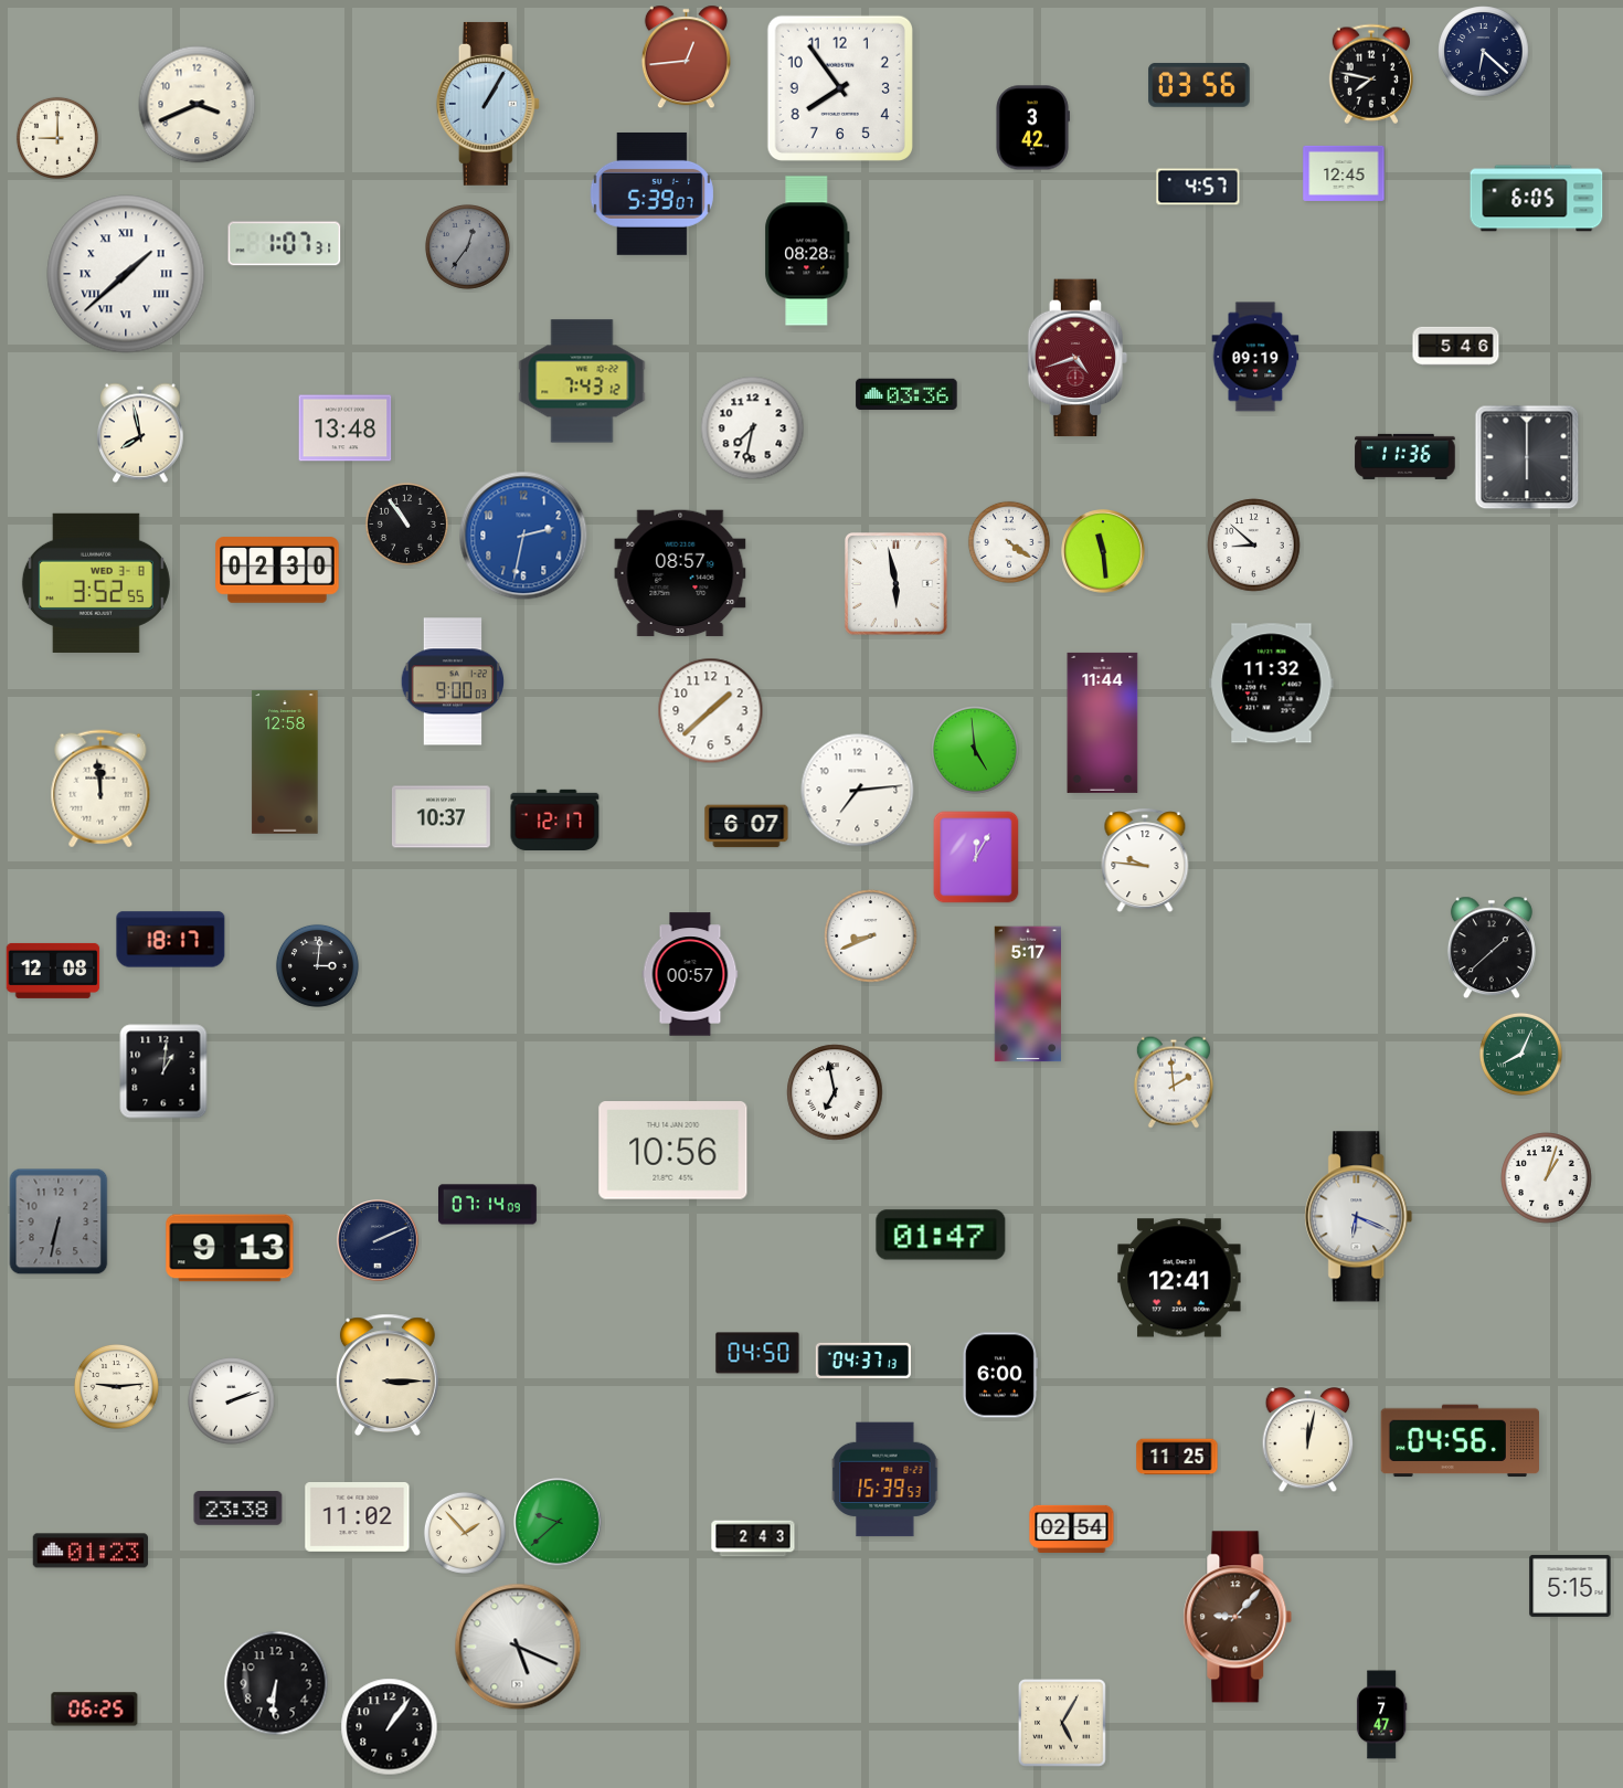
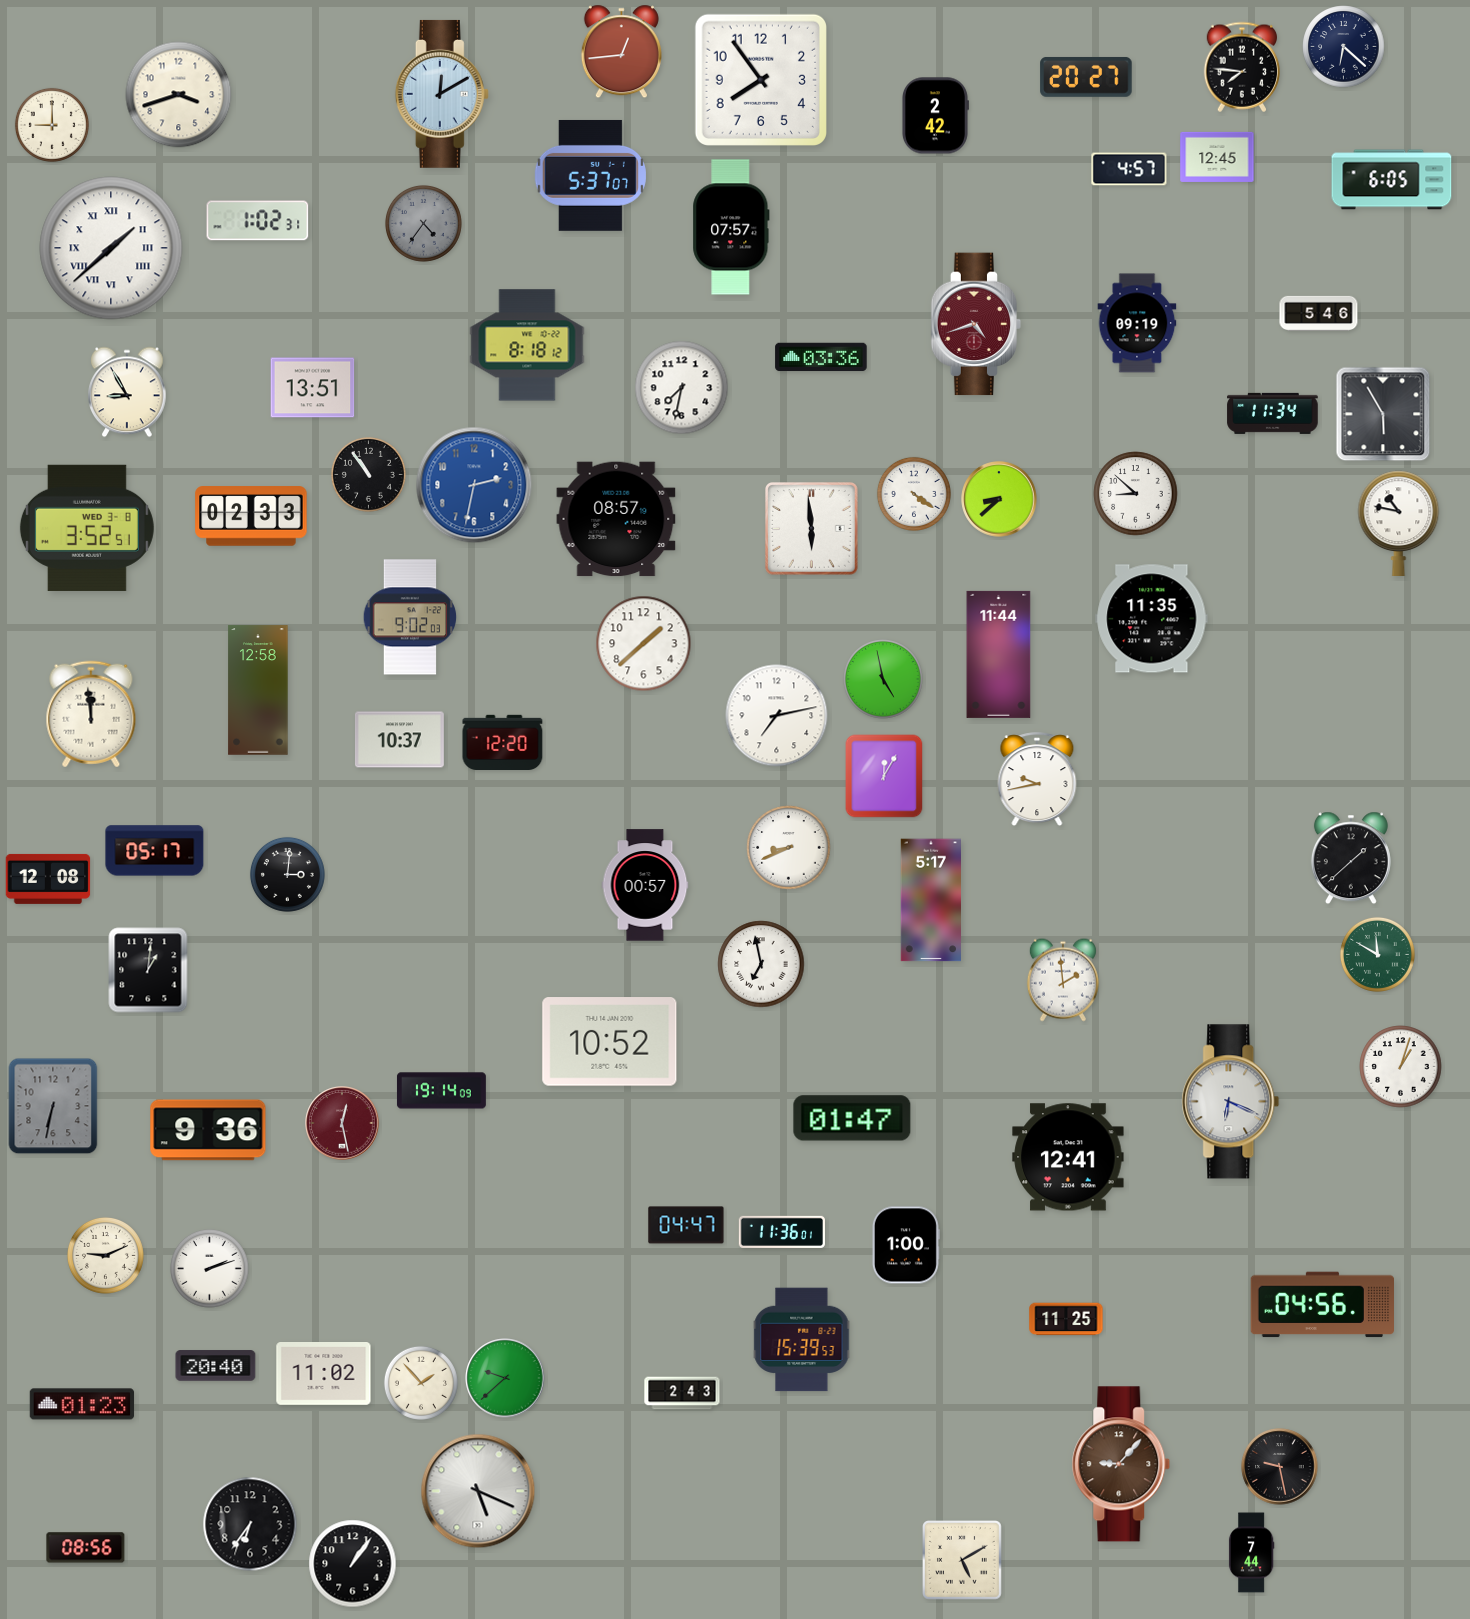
clock at (1370, 74): 7:47 -> 7:46
clock at (1199, 85): 03:56 -> 20:27
clock at (488, 104): 1:05 -> 12:10
clock at (198, 105): 3:41 -> 3:42
clock at (1032, 128): 3:42 -> 2:42
clock at (1198, 187) position: (1198, 187) -> (1129, 169)
clock at (651, 193): 5:39 -> 5:37
clock at (285, 244): 1:07 -> 1:02
clock at (467, 246): 12:36 -> 4:36
clock at (807, 251): 08:28 -> 07:57
clock at (126, 274) position: (126, 274) -> (111, 248)
clock at (582, 381): 7:43 -> 8:18
clock at (346, 429): 13:48 -> 13:51
clock at (140, 433): 7:58 -> 8:55
clock at (1405, 456): 11:36 -> 11:34
clock at (1527, 457): 6:00 -> 5:55
clock at (1009, 542) position: (1009, 542) -> (914, 494)
clock at (1103, 551): 11:29 -> 8:38
clock at (277, 570): 02:30 -> 02:33
clock at (1399, 523): none -> 10:47
clock at (96, 583): 3:52:55 -> 3:52:51
clock at (897, 584): 5:58 -> 5:59
clock at (453, 681): 9:00 -> 9:02
clock at (1272, 684): 11:32 -> 11:35
clock at (976, 751): 4:59 -> 4:58
clock at (858, 791): 7:14 -> 7:13
clock at (555, 819): 12:17 -> 12:20
clock at (746, 826): 6:07 -> none
clock at (1145, 861): 9:46 -> 9:43
clock at (171, 940): 18:17 -> 05:17
clock at (690, 974) position: (690, 974) -> (645, 885)
clock at (1520, 1054): 8:04 -> 11:50
clock at (835, 1092) position: (835, 1092) -> (761, 964)
clock at (673, 1151): 10:56 -> 10:52
clock at (487, 1205): 07:14 -> 19:14
clock at (378, 1240): 2:11 -> 12:28
clock at (378, 1240) dial: navy -> burgundy
clock at (230, 1248): 9:13 -> 9:36
clock at (757, 1353): 04:50 -> 04:47
clock at (863, 1361): 04:37 -> 11:36
clock at (388, 1375): 3:15 -> none
clock at (1000, 1375): 6:00 -> 1:00
clock at (116, 1386): 9:14 -> 9:11
clock at (1308, 1440): 12:02 -> none
clock at (238, 1509): 23:38 -> 20:40
clock at (1072, 1528): 02:54 -> none
clock at (465, 1533) position: (465, 1533) -> (421, 1383)
clock at (1570, 1586): 5:15 -> none
clock at (1280, 1467): none -> 9:28
clock at (518, 1647) position: (518, 1647) -> (478, 1491)
clock at (276, 1683): 6:31 -> 6:36
clock at (95, 1710): 06:25 -> 08:56
clock at (1381, 1715): 7:47 -> 7:44
clock at (1063, 1724): 5:05 -> 5:10
